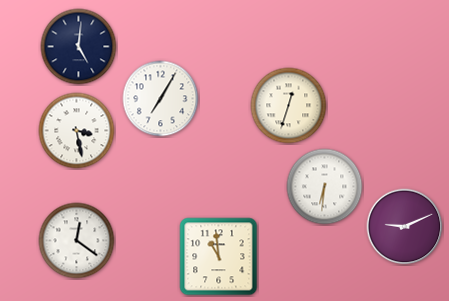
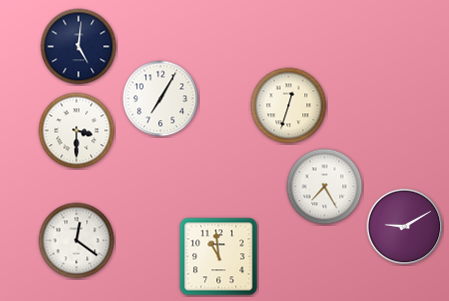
clock at (77, 131): 3:28 -> 3:30
clock at (325, 187): 6:31 -> 7:25
clock at (405, 227): 9:11 -> 9:10
